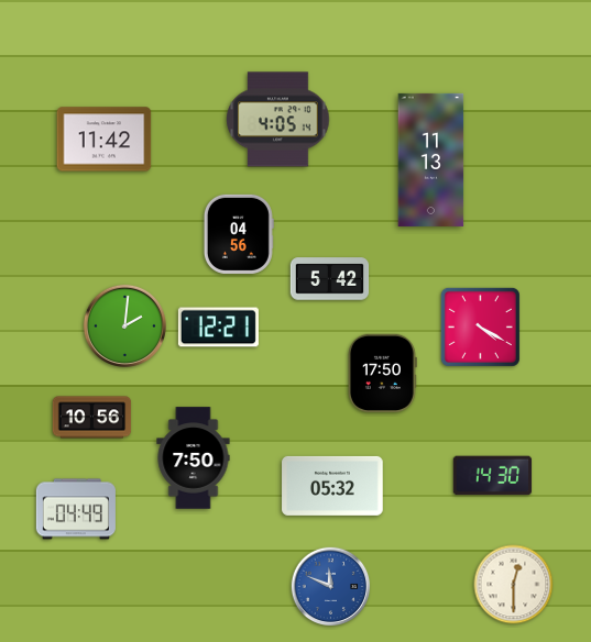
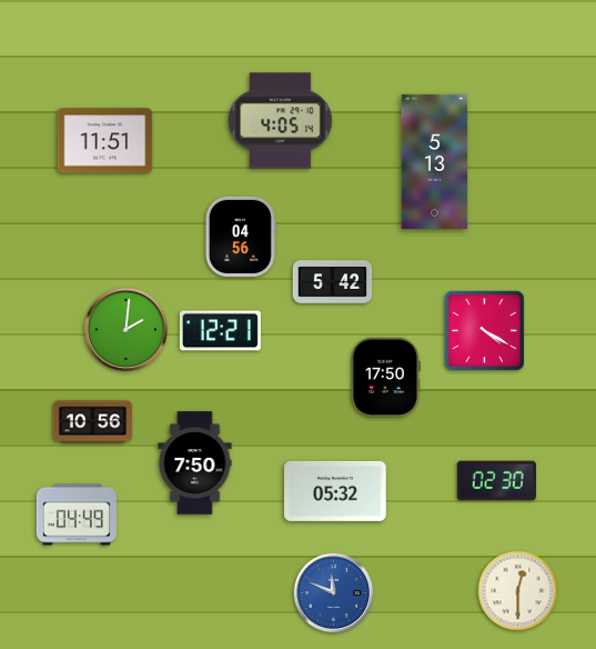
clock at (105, 140): 11:42 -> 11:51
clock at (431, 159): 11:13 -> 5:13
clock at (493, 476): 14:30 -> 02:30
